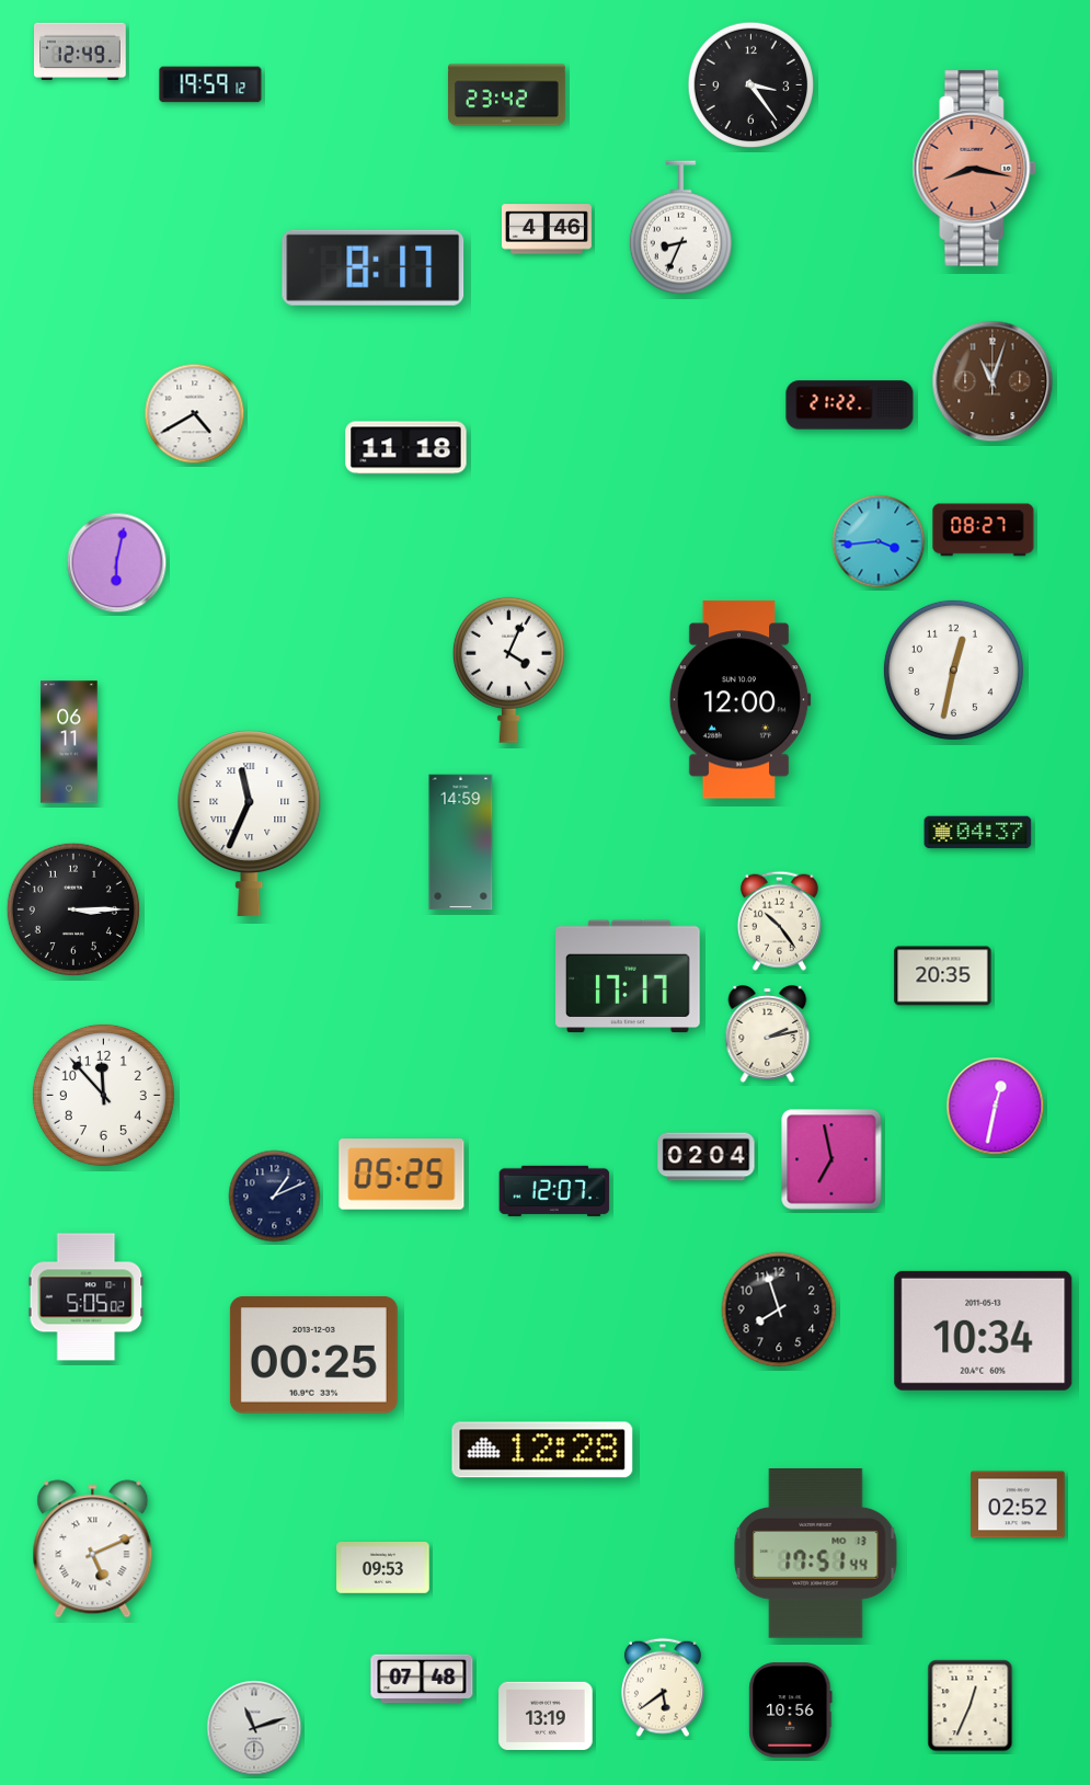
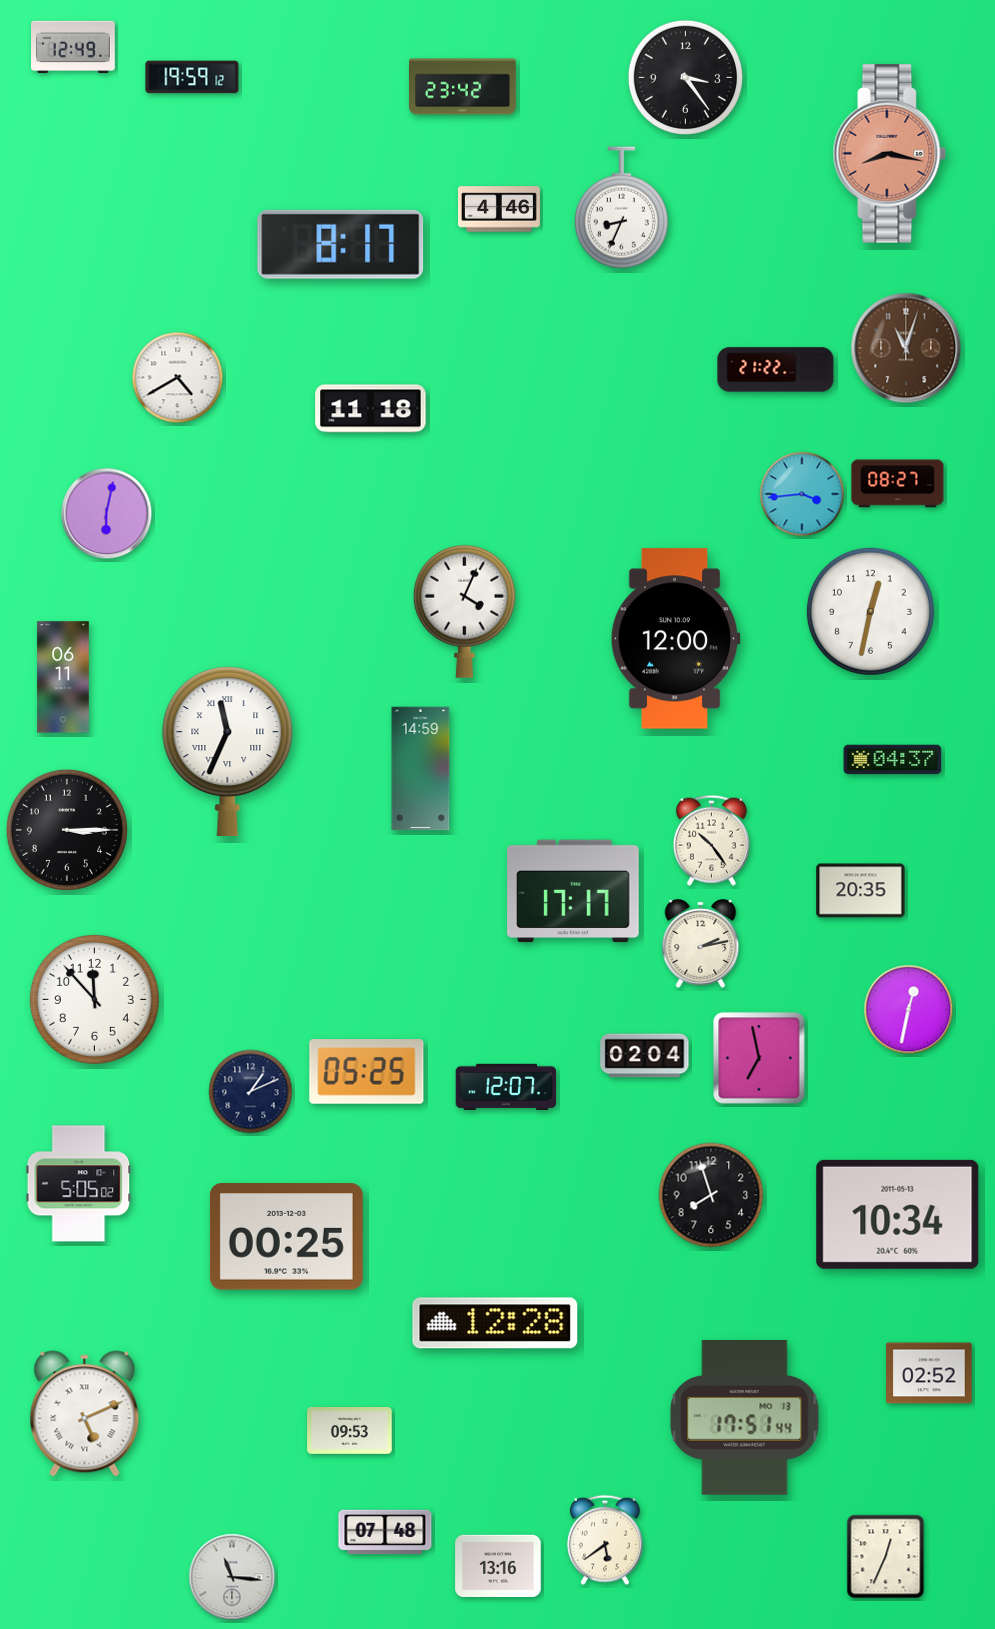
clock at (791, 1710): 10:56 -> none
clock at (546, 1716): 13:19 -> 13:16
clock at (254, 1728): 11:12 -> 11:16
